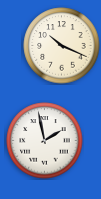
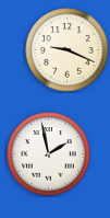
clock at (62, 46): 10:19 -> 9:19
